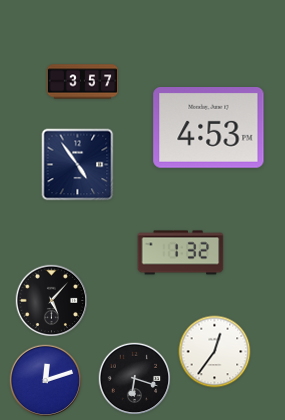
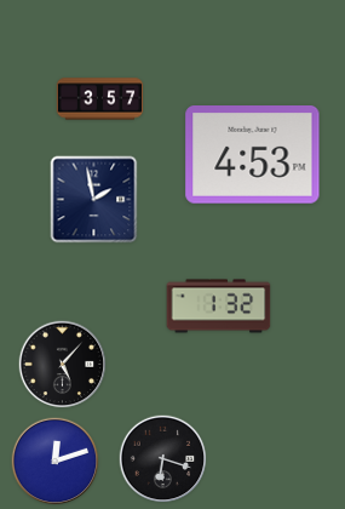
clock at (78, 165): 4:54 -> 1:58
clock at (215, 352): 12:36 -> none
